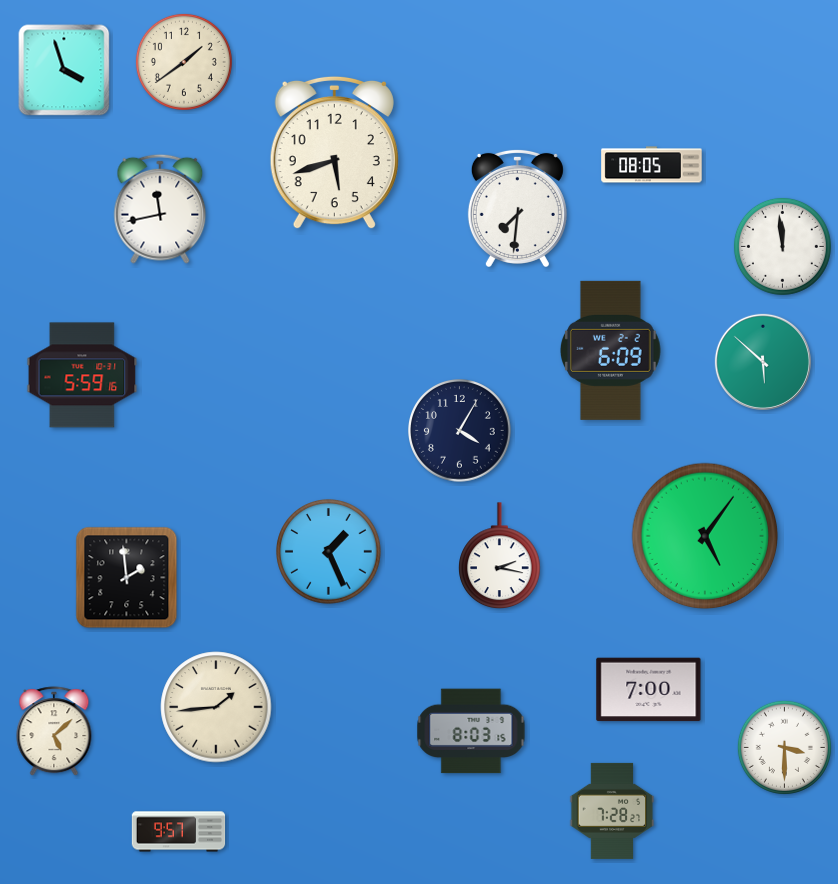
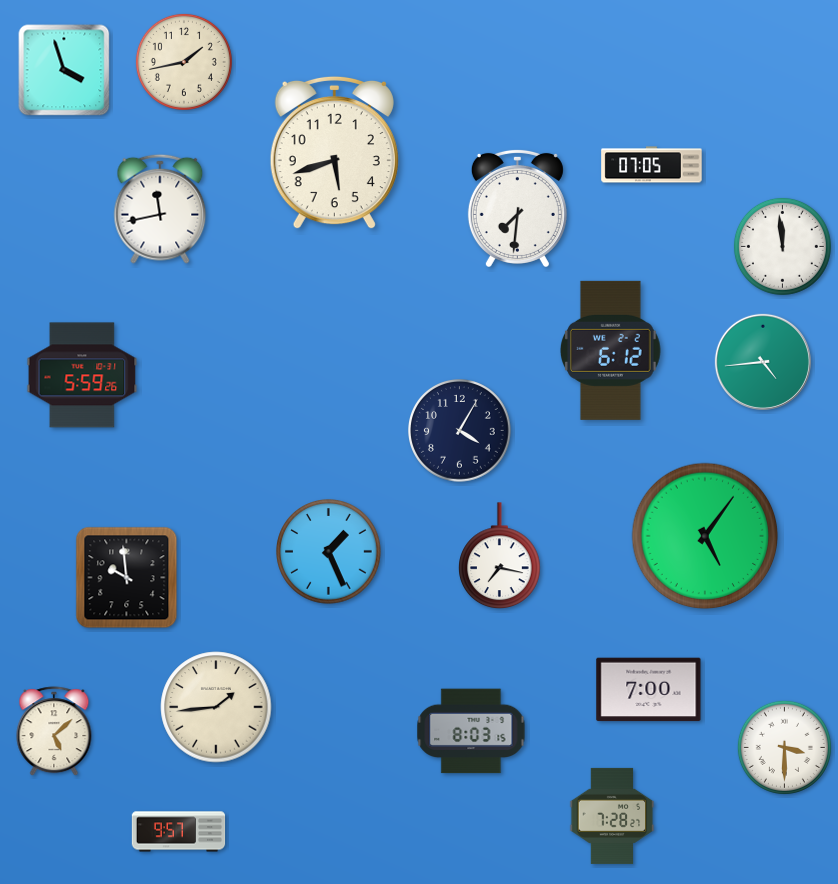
clock at (184, 62): 1:39 -> 1:43
clock at (652, 165): 08:05 -> 07:05
clock at (611, 350): 6:09 -> 6:12
clock at (763, 362): 5:52 -> 4:44
clock at (82, 375): 5:59:16 -> 5:59:26
clock at (500, 556): 2:17 -> 7:17
clock at (127, 578): 1:59 -> 9:59
clock at (612, 811) position: (612, 811) -> (612, 816)
